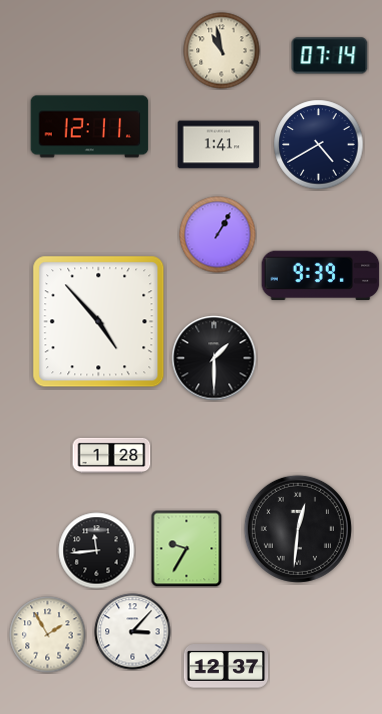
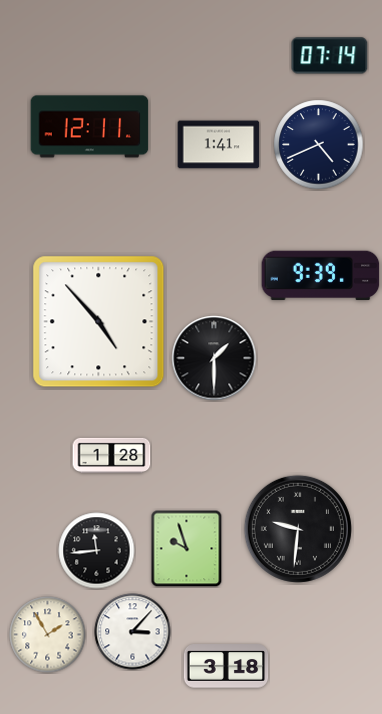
clock at (222, 51): 10:58 -> none
clock at (319, 145): 4:40 -> 4:41
clock at (218, 235): 1:05 -> none
clock at (298, 529): 12:31 -> 9:31
clock at (187, 548): 9:35 -> 9:57
clock at (226, 666): 12:37 -> 3:18
